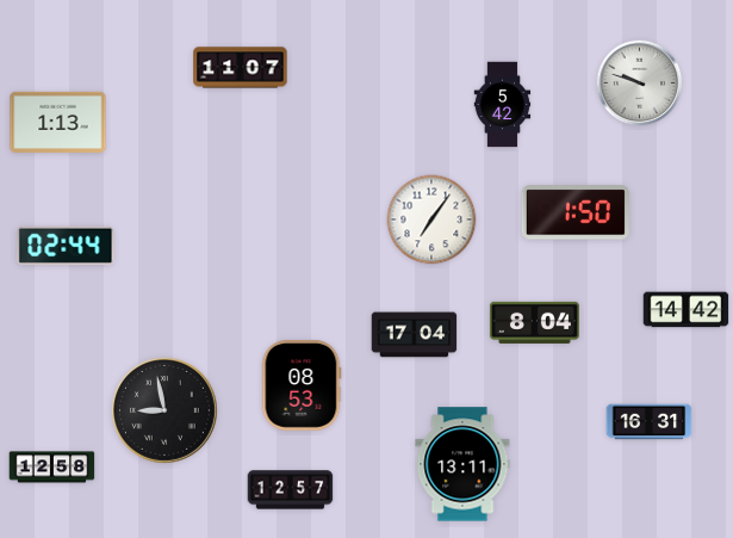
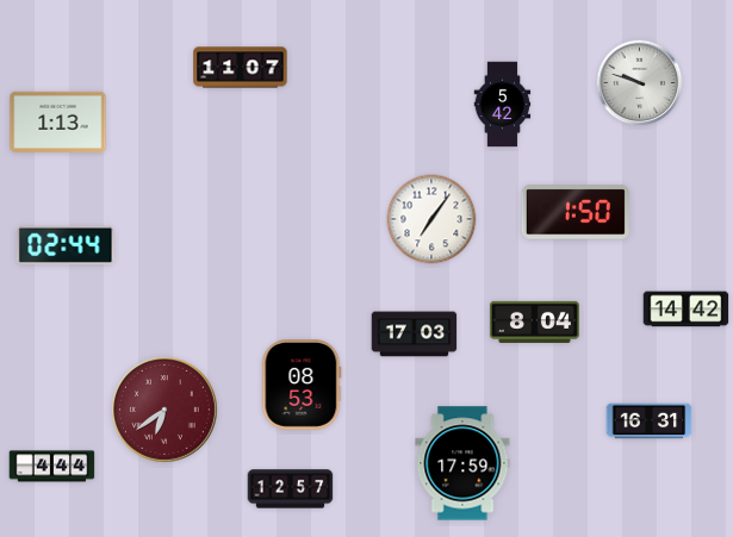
clock at (415, 335): 17:04 -> 17:03
clock at (166, 412): 8:58 -> 6:39
clock at (166, 412) dial: black -> burgundy
clock at (462, 464): 13:11 -> 17:59
clock at (52, 468): 12:58 -> 4:44
